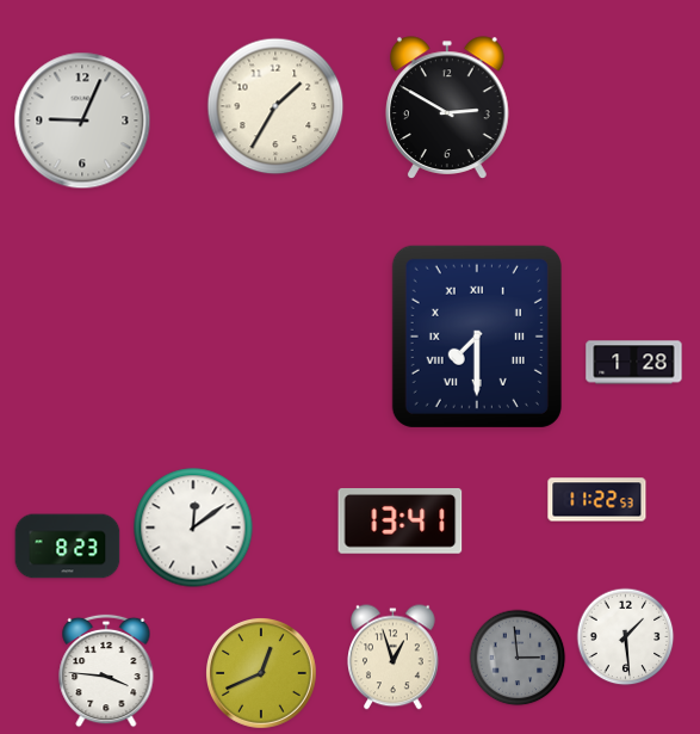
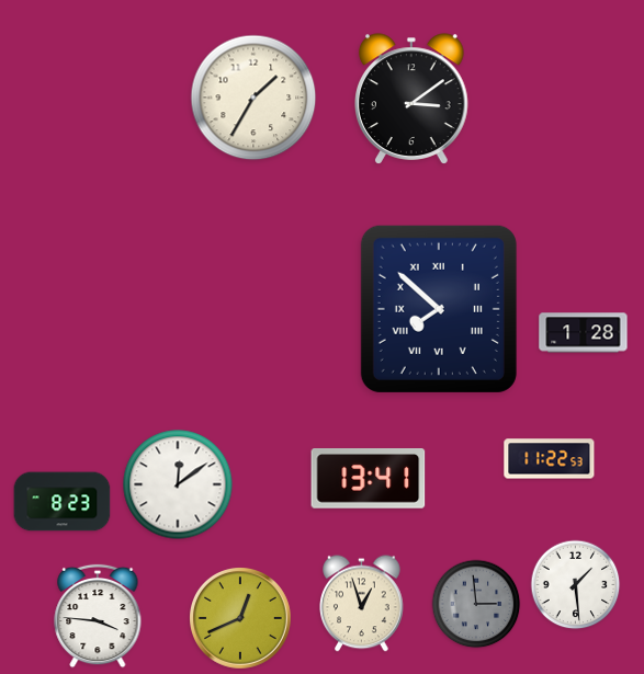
clock at (448, 107): 2:50 -> 3:09
clock at (82, 121): 9:04 -> none
clock at (477, 337): 7:30 -> 7:52
